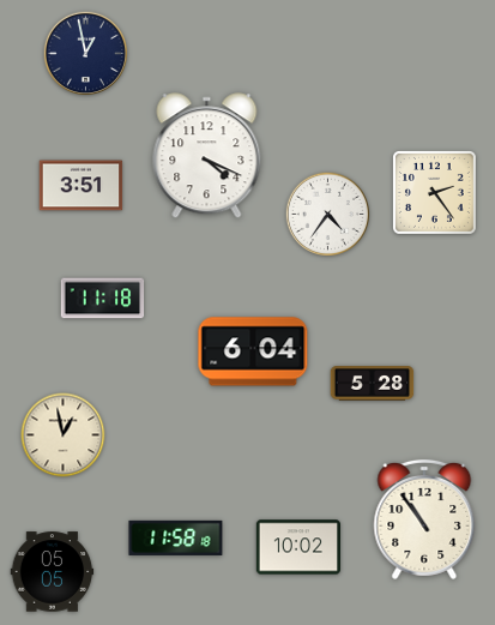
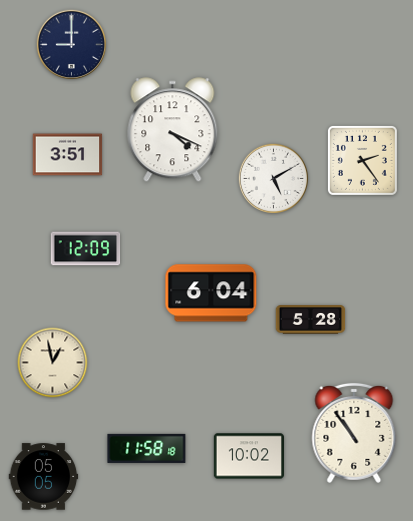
clock at (85, 53): 12:58 -> 9:00
clock at (327, 214): 4:36 -> 5:10
clock at (103, 299): 11:18 -> 12:09
